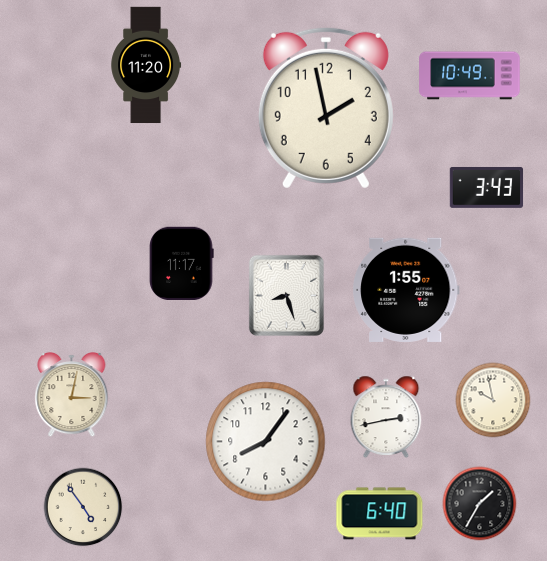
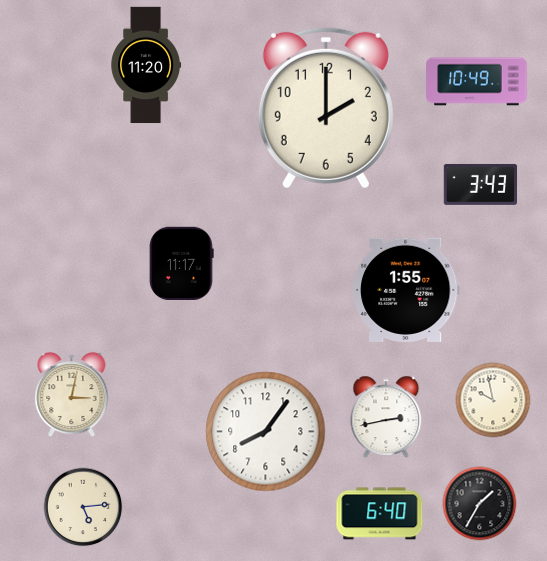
clock at (470, 76) position: (470, 76) -> (477, 82)
clock at (326, 108): 1:58 -> 2:00
clock at (487, 187) position: (487, 187) -> (481, 184)
clock at (286, 295): 8:27 -> none
clock at (266, 442) position: (266, 442) -> (266, 432)
clock at (83, 507): 4:54 -> 5:14
